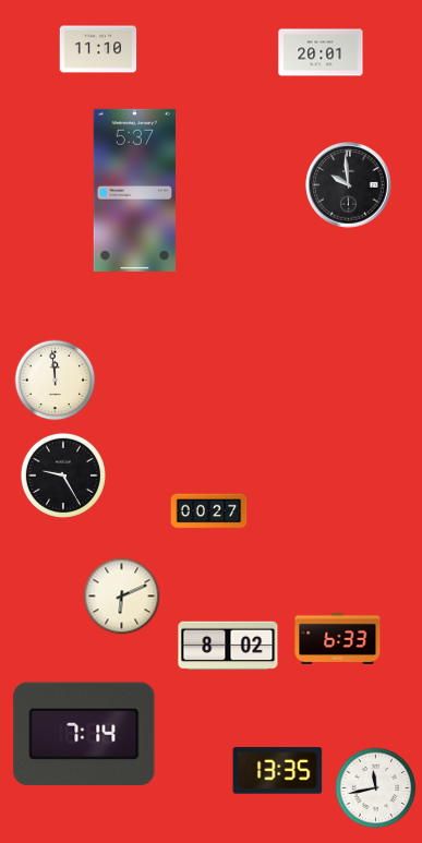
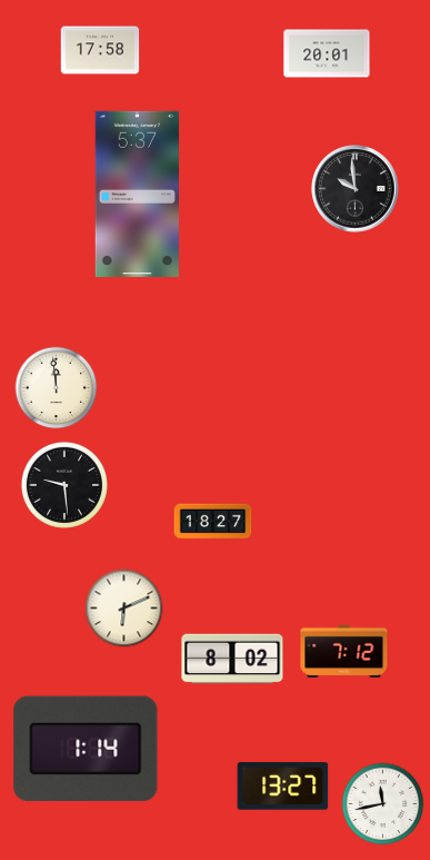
clock at (98, 49): 11:10 -> 17:58
clock at (63, 475): 9:25 -> 9:29
clock at (209, 511): 00:27 -> 18:27
clock at (338, 638): 6:33 -> 7:12
clock at (84, 734): 7:14 -> 1:14
clock at (278, 771): 13:35 -> 13:27
